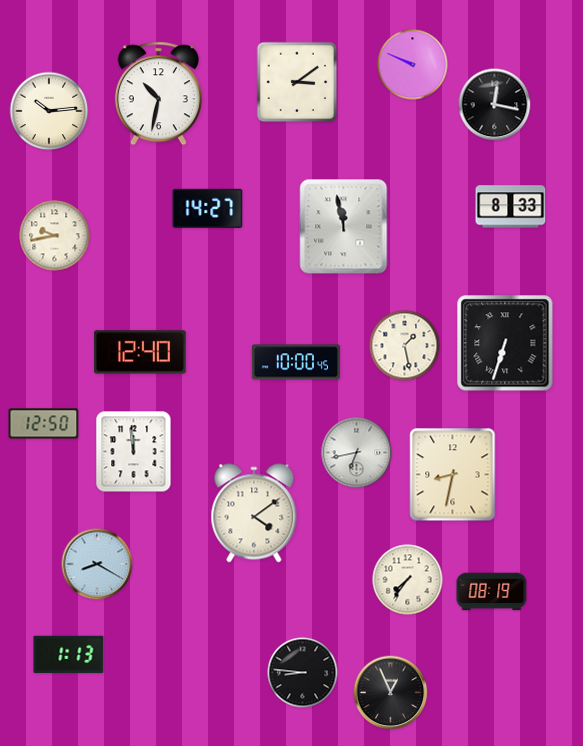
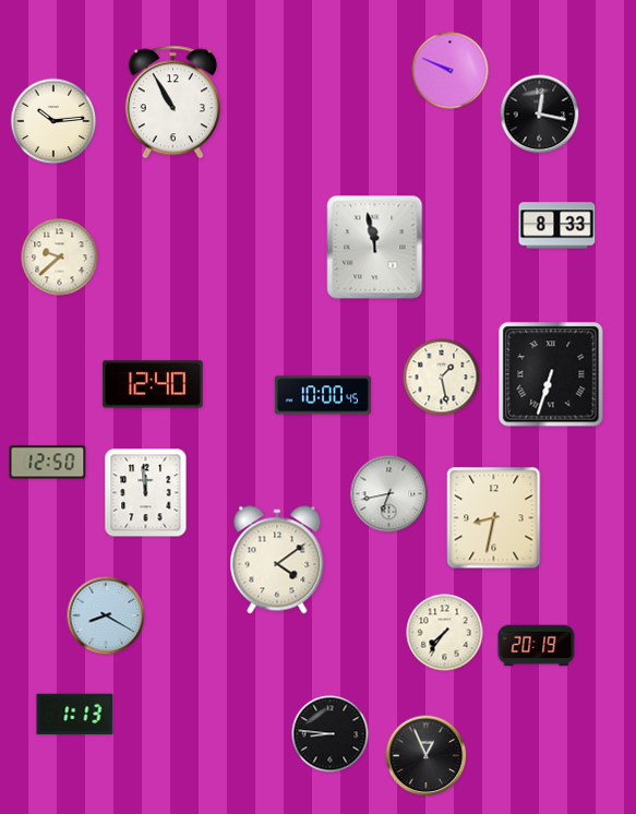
clock at (297, 82): 3:09 -> none
clock at (158, 94): 10:32 -> 10:55
clock at (208, 208): 14:27 -> none
clock at (55, 236): 9:43 -> 9:38
clock at (492, 592): 08:19 -> 20:19
